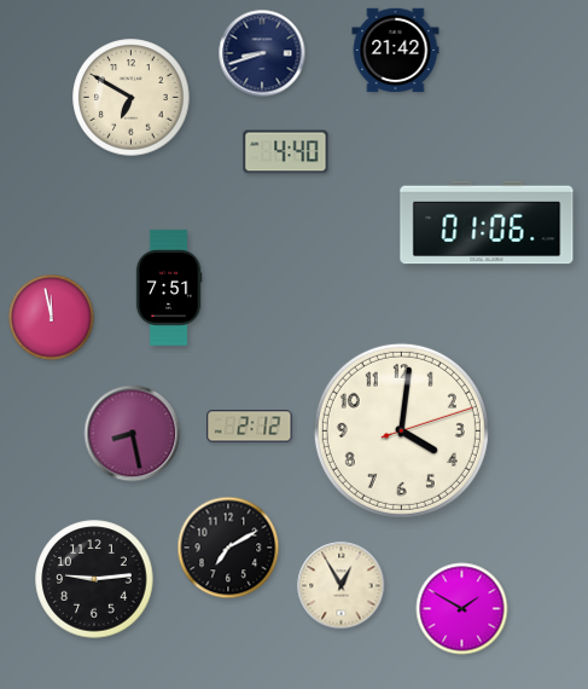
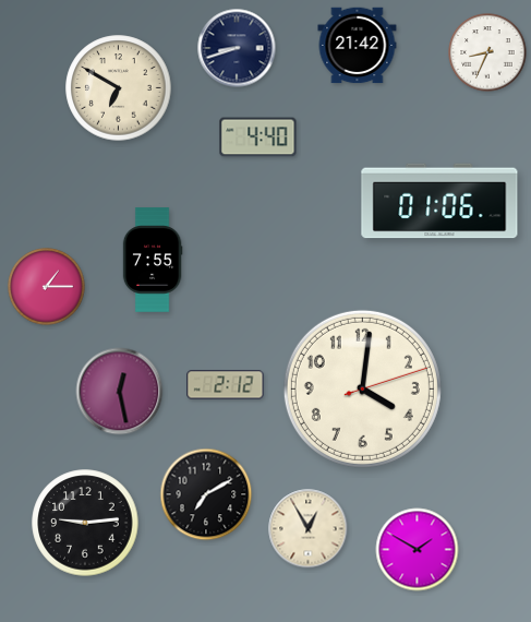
clock at (487, 52): none -> 8:34
clock at (169, 288): 7:51 -> 7:55
clock at (52, 318): 11:58 -> 1:15
clock at (133, 434): 8:28 -> 12:28
